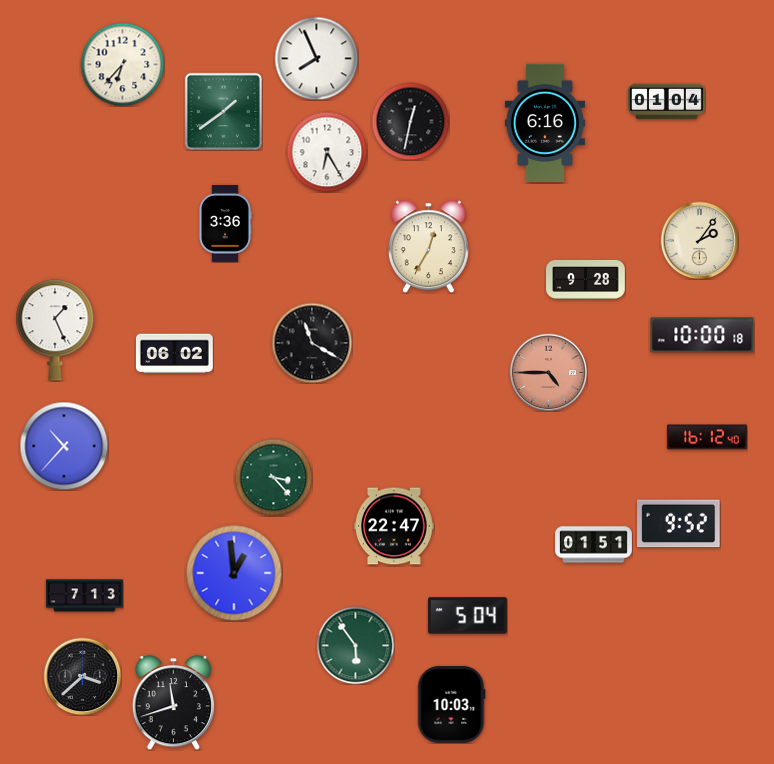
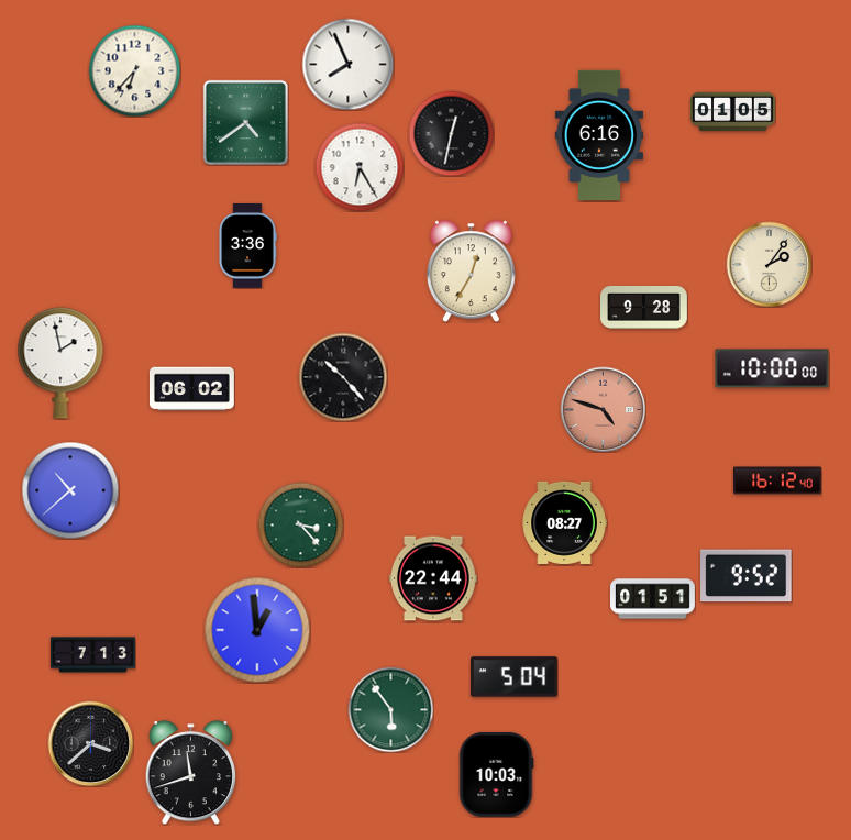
clock at (667, 102): 01:04 -> 01:05
clock at (223, 111): 1:39 -> 4:39
clock at (55, 330): 1:26 -> 1:58
clock at (702, 335): 10:00:18 -> 10:00:00
clock at (312, 343): 11:20 -> 10:23
clock at (548, 372): 4:45 -> 4:48
clock at (64, 446): 10:37 -> 10:38
clock at (564, 522): none -> 08:27
clock at (394, 526): 22:47 -> 22:44
